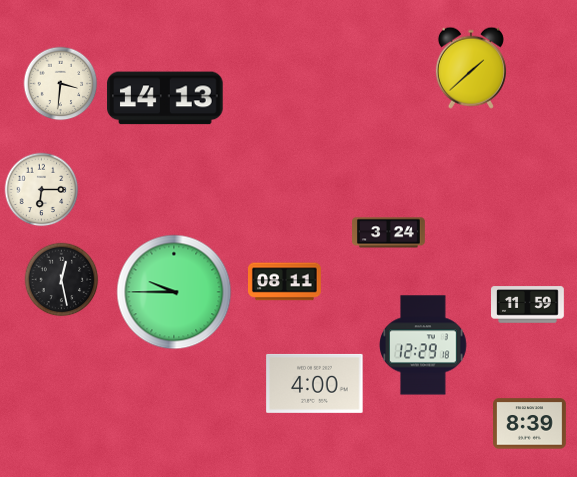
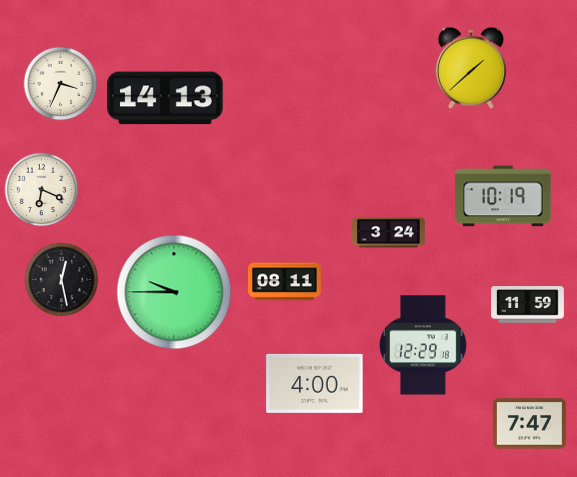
clock at (61, 84): 3:31 -> 3:34
clock at (42, 190): 6:15 -> 6:19
clock at (503, 196): none -> 10:19
clock at (530, 424): 8:39 -> 7:47
